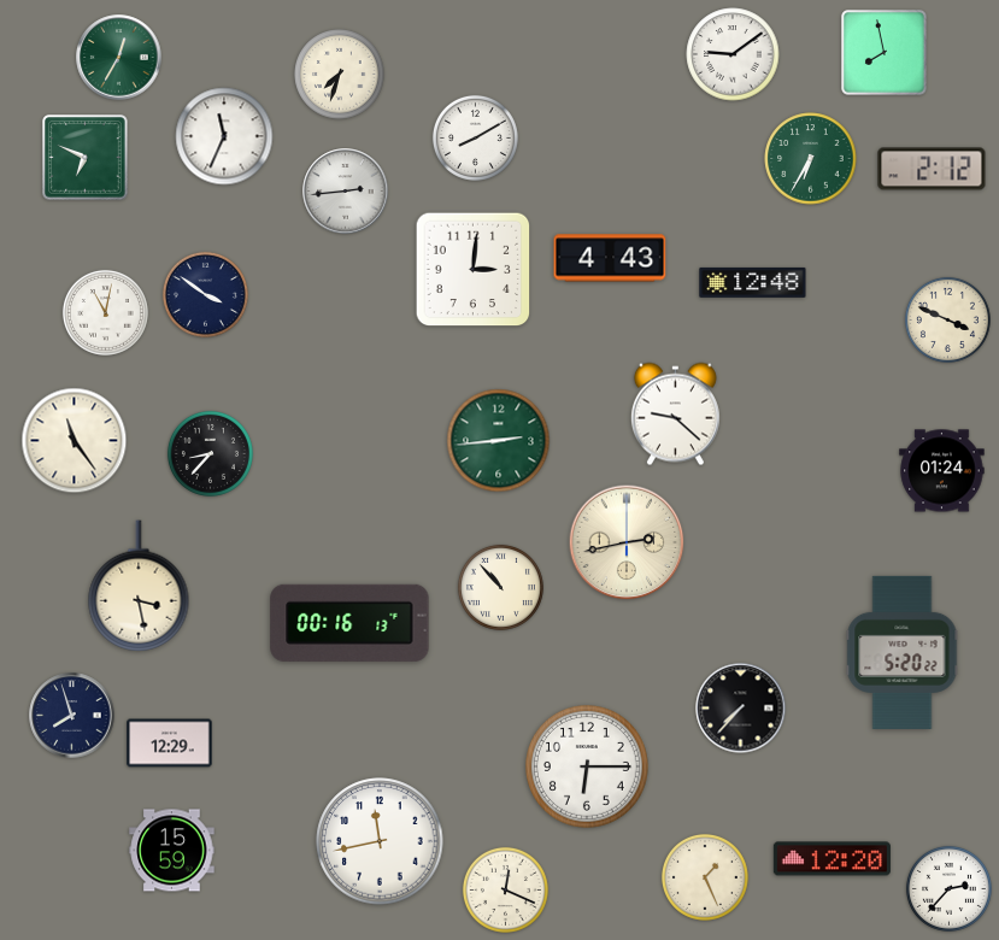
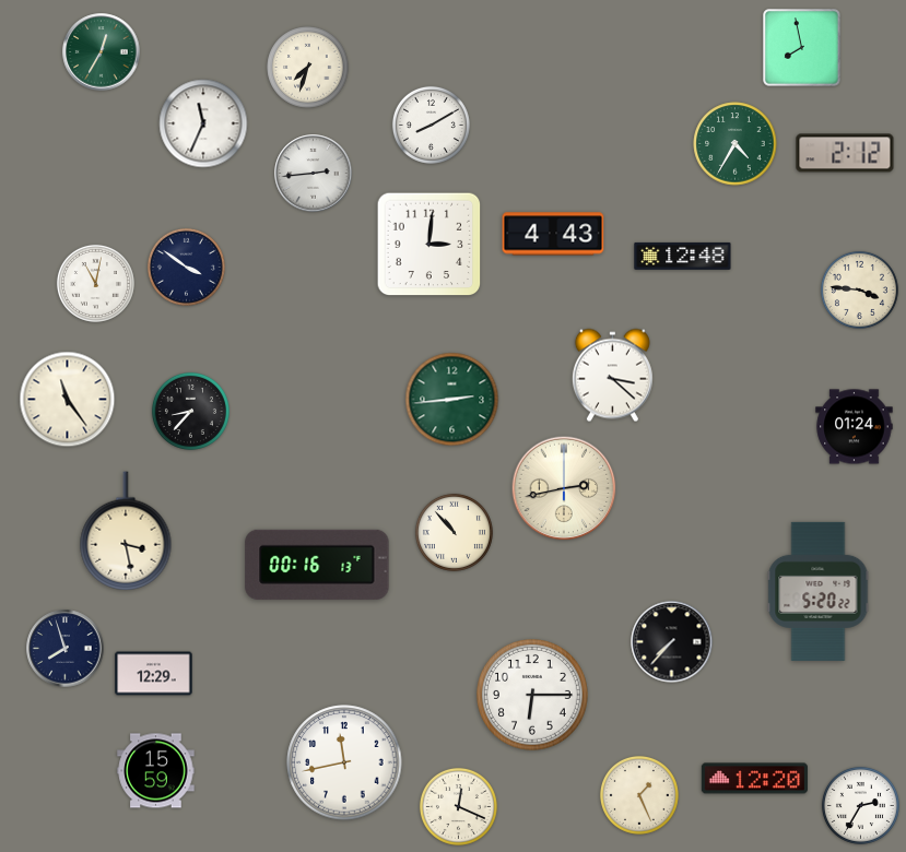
clock at (733, 54): 9:09 -> none
clock at (119, 58) position: (119, 58) -> (102, 52)
clock at (86, 158): 6:49 -> none
clock at (811, 159): 6:35 -> 4:35
clock at (947, 319): 3:49 -> 3:46
clock at (675, 415): 9:22 -> 3:22
clock at (627, 542) position: (627, 542) -> (564, 488)
clock at (948, 888): 2:37 -> 2:35
